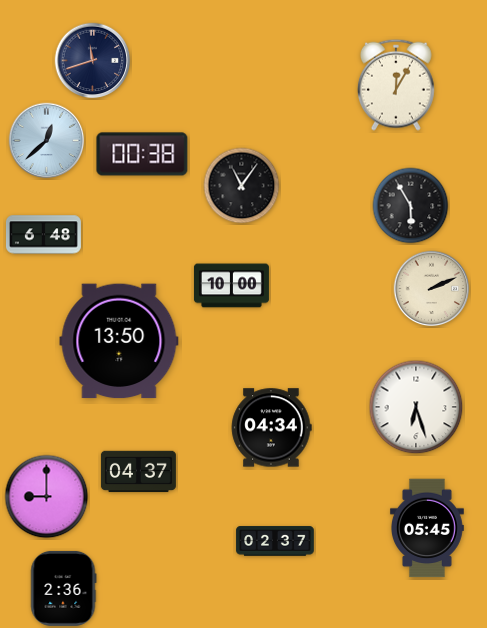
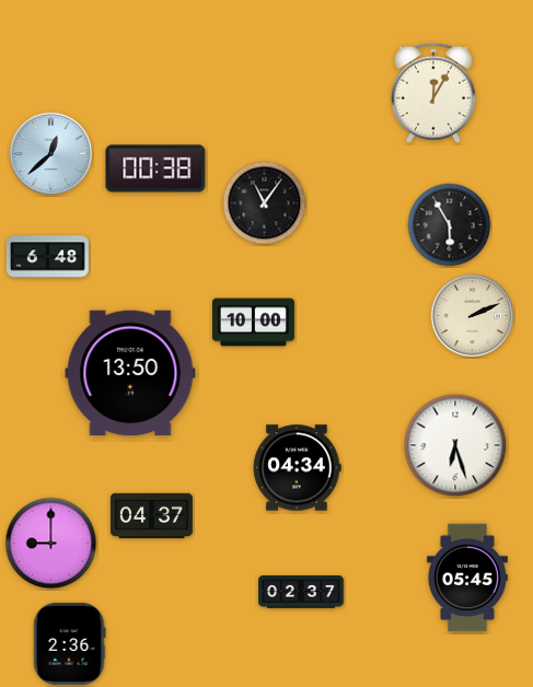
clock at (93, 61): 11:42 -> none
clock at (231, 286) position: (231, 286) -> (253, 323)
